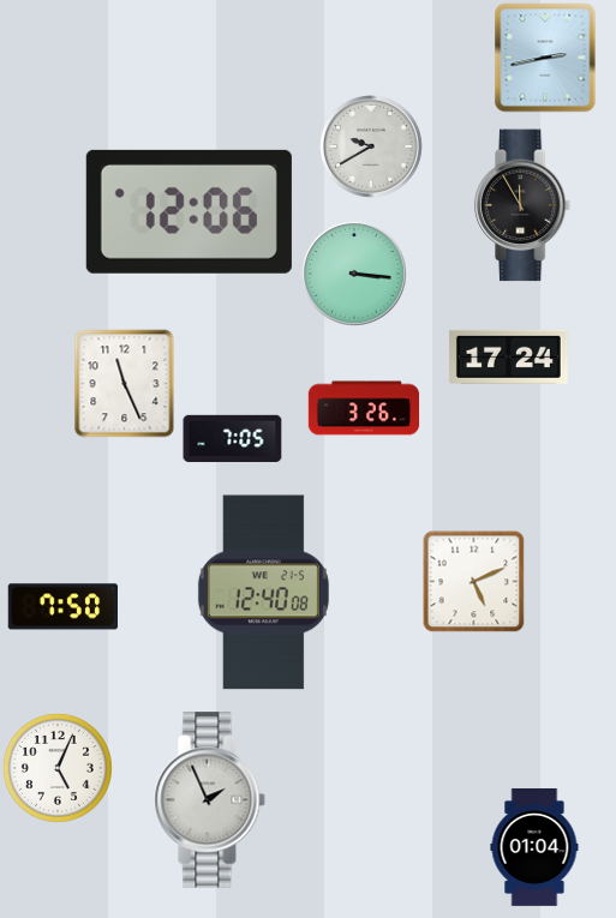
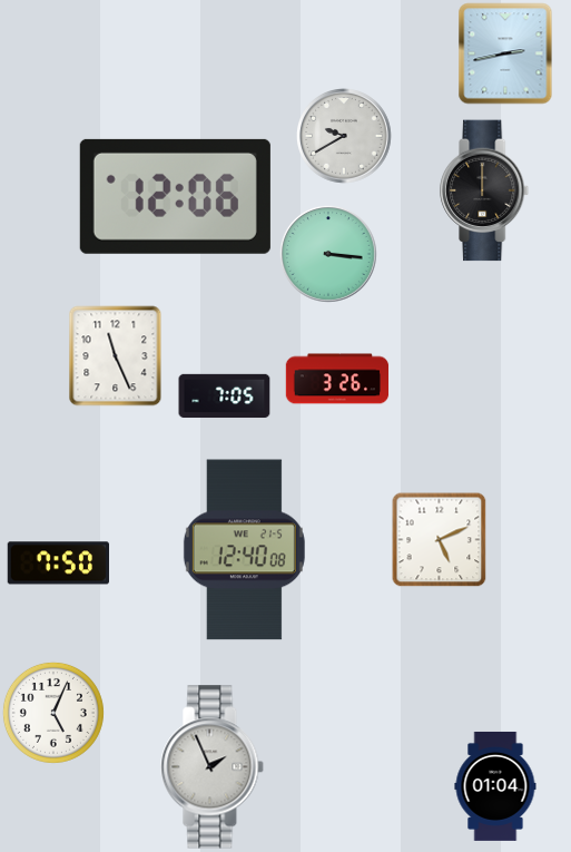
clock at (524, 205): 11:55 -> 12:00
clock at (508, 356): 17:24 -> none
clock at (233, 439) position: (233, 439) -> (225, 396)
clock at (210, 800) position: (210, 800) -> (213, 767)
